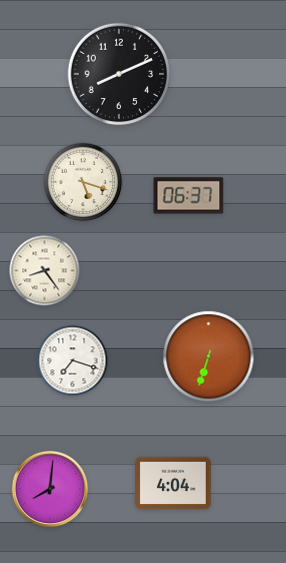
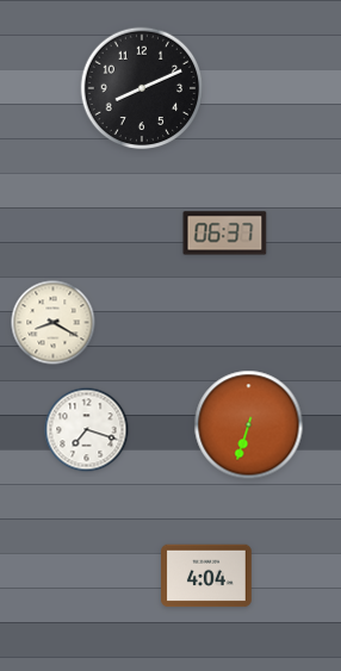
clock at (83, 182): 5:18 -> none
clock at (45, 271): 8:24 -> 8:20
clock at (50, 489): 8:01 -> none
